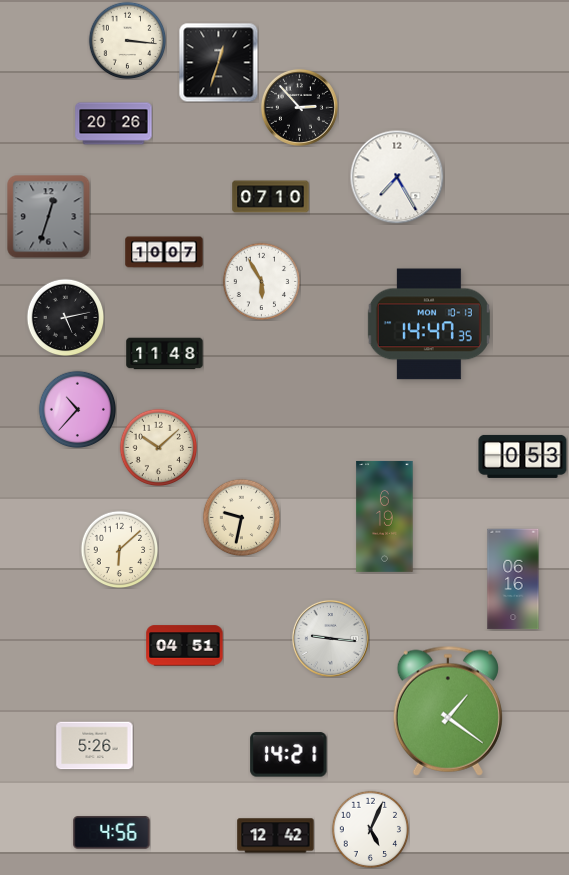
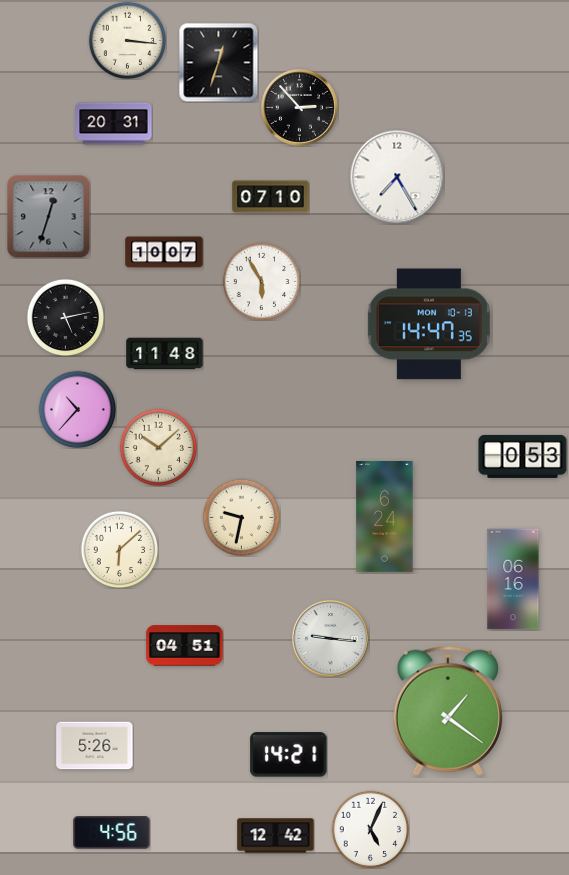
clock at (114, 124): 20:26 -> 20:31
clock at (385, 516): 6:19 -> 6:24
